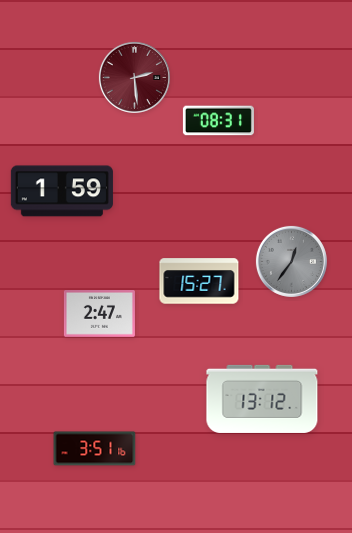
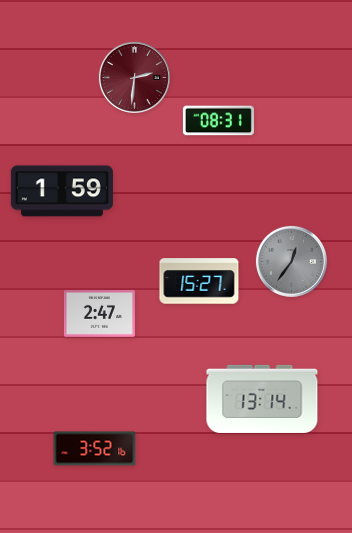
clock at (134, 77): 2:29 -> 2:31
clock at (262, 399): 13:12 -> 13:14
clock at (95, 449): 3:51 -> 3:52
